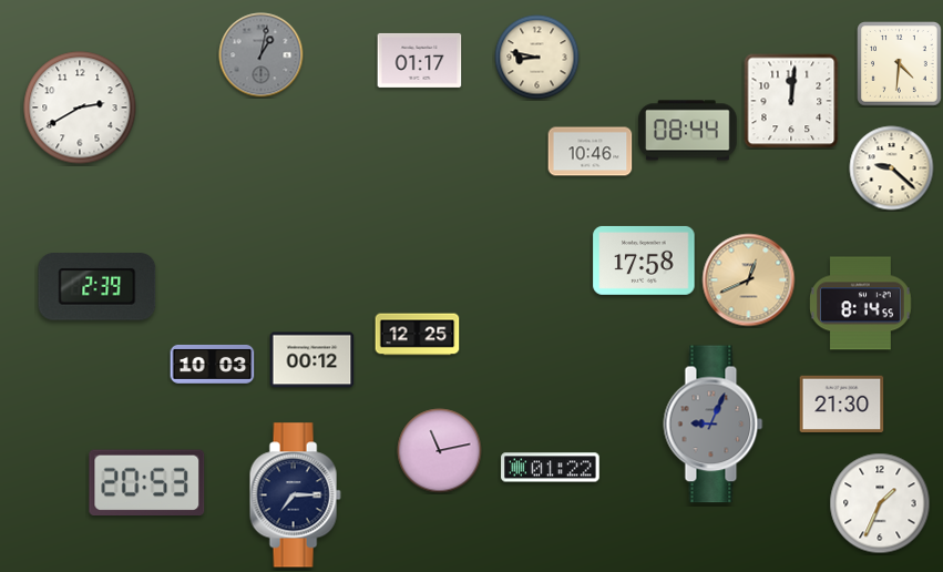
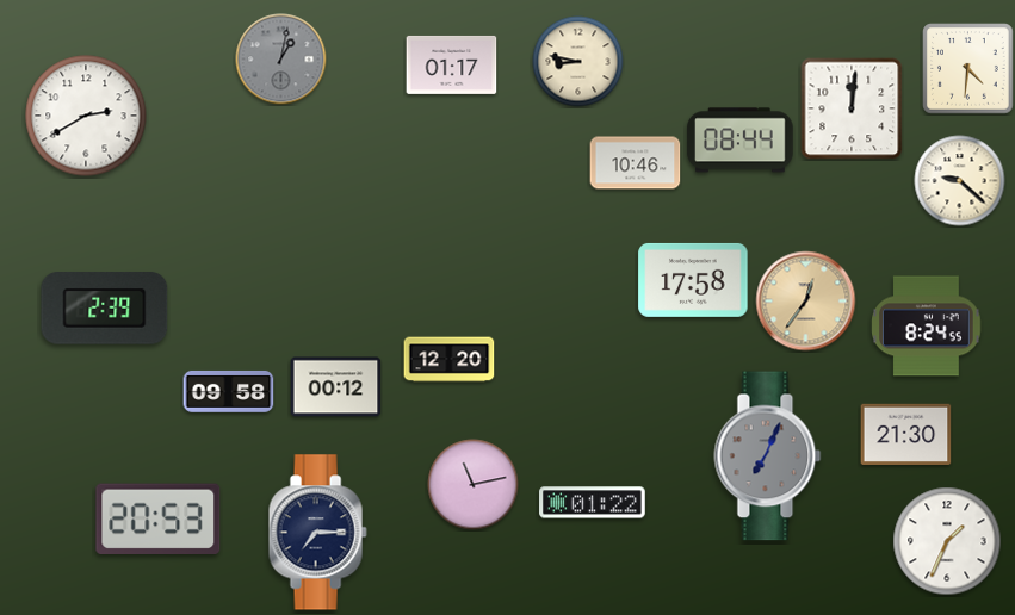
clock at (749, 280): 12:41 -> 12:36
clock at (861, 304): 8:14 -> 8:24
clock at (418, 335): 12:25 -> 12:20
clock at (213, 364): 10:03 -> 09:58
clock at (714, 425): 9:04 -> 7:04
